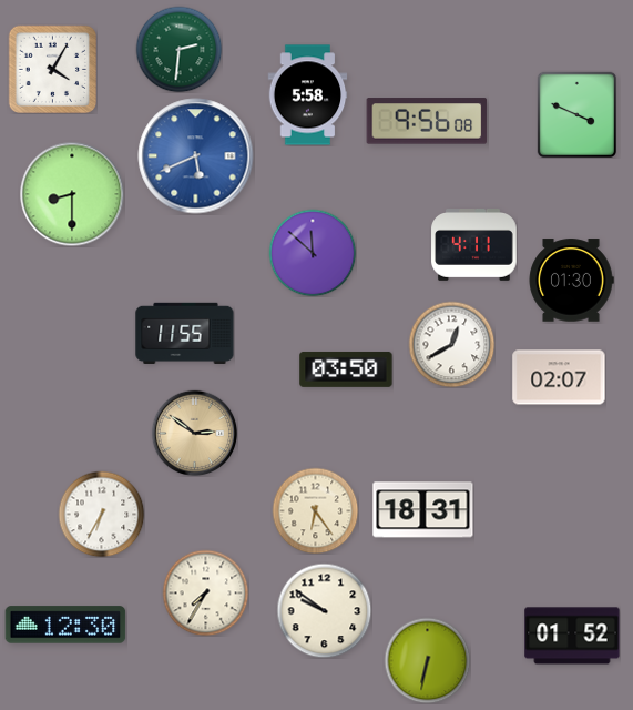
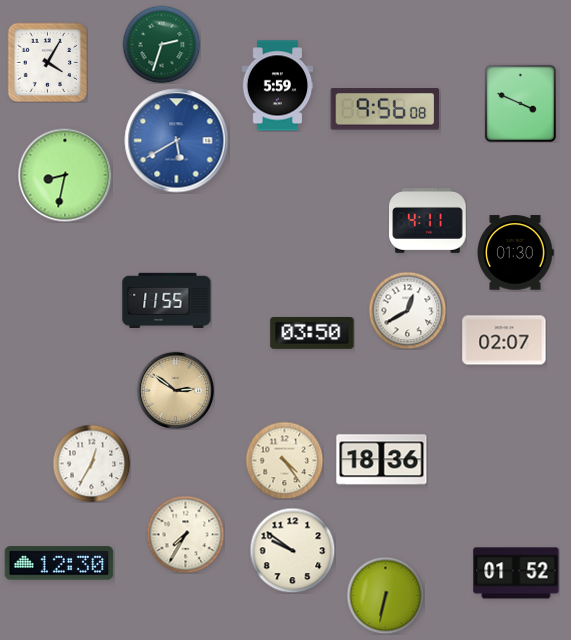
clock at (178, 49): 2:31 -> 2:33
clock at (308, 95): 5:58 -> 5:59
clock at (196, 156): 5:41 -> 5:40
clock at (72, 194): 8:30 -> 8:32
clock at (313, 253): 11:52 -> none
clock at (315, 510): 6:24 -> 4:24
clock at (423, 510): 18:31 -> 18:36
clock at (101, 514): 6:35 -> 12:35
